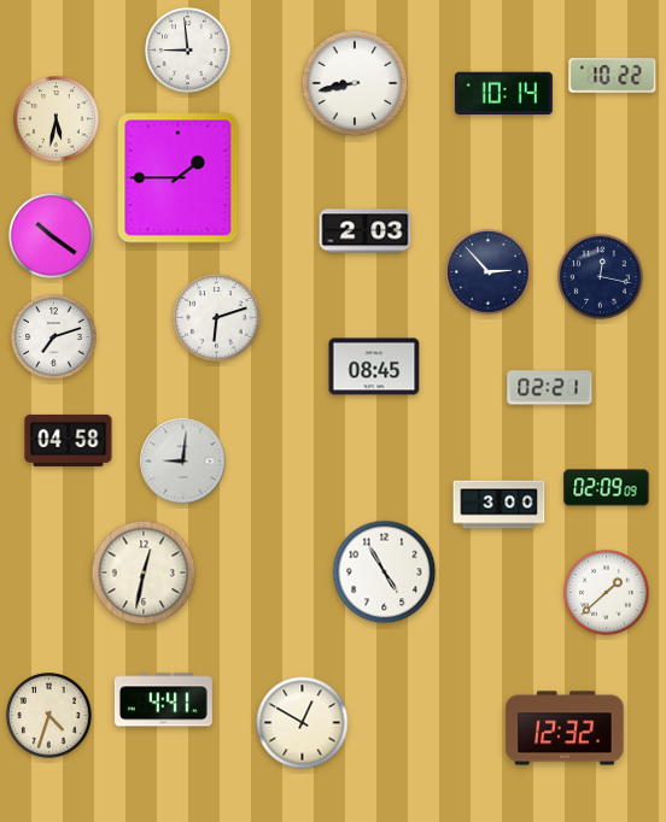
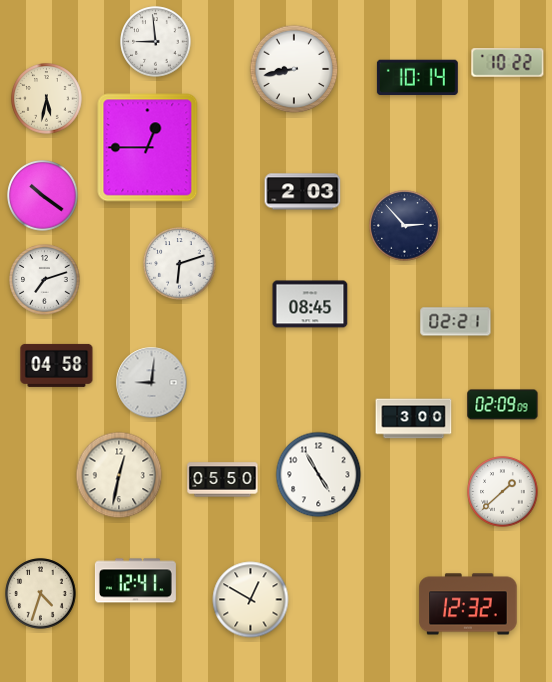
clock at (179, 178): 1:45 -> 12:45
clock at (601, 277): 12:17 -> none
clock at (223, 480): none -> 05:50
clock at (163, 700): 4:41 -> 12:41
